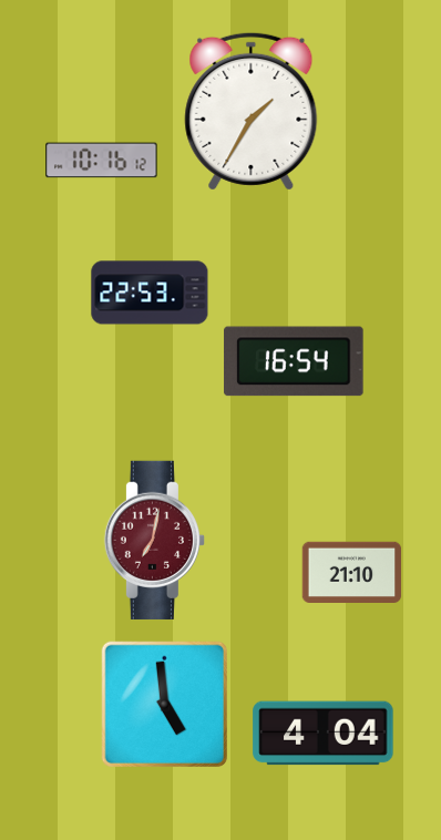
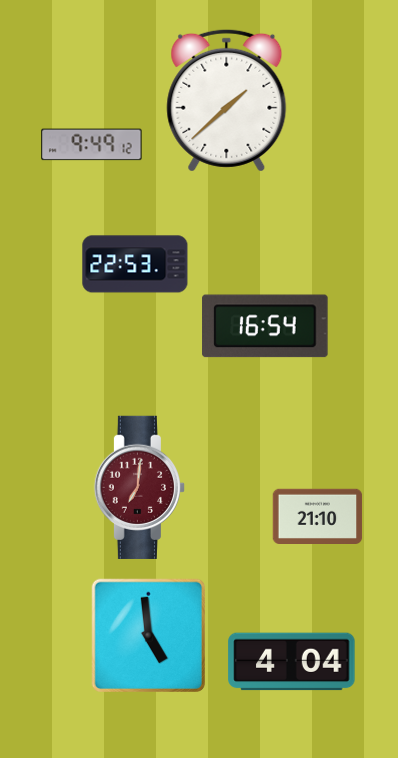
clock at (252, 111): 1:35 -> 1:38
clock at (102, 161): 10:16 -> 9:49
clock at (154, 540): 7:02 -> 7:01
